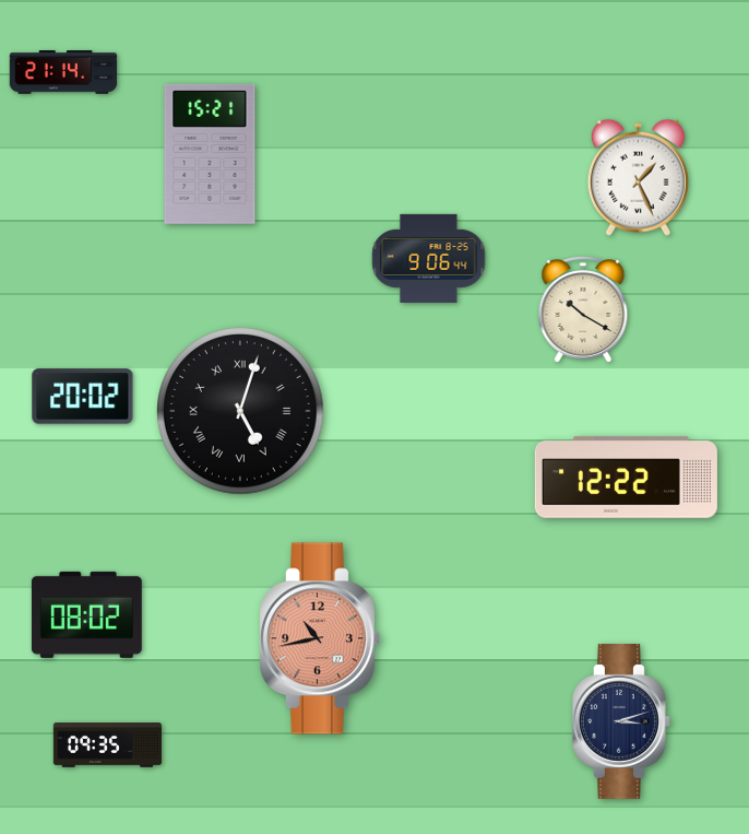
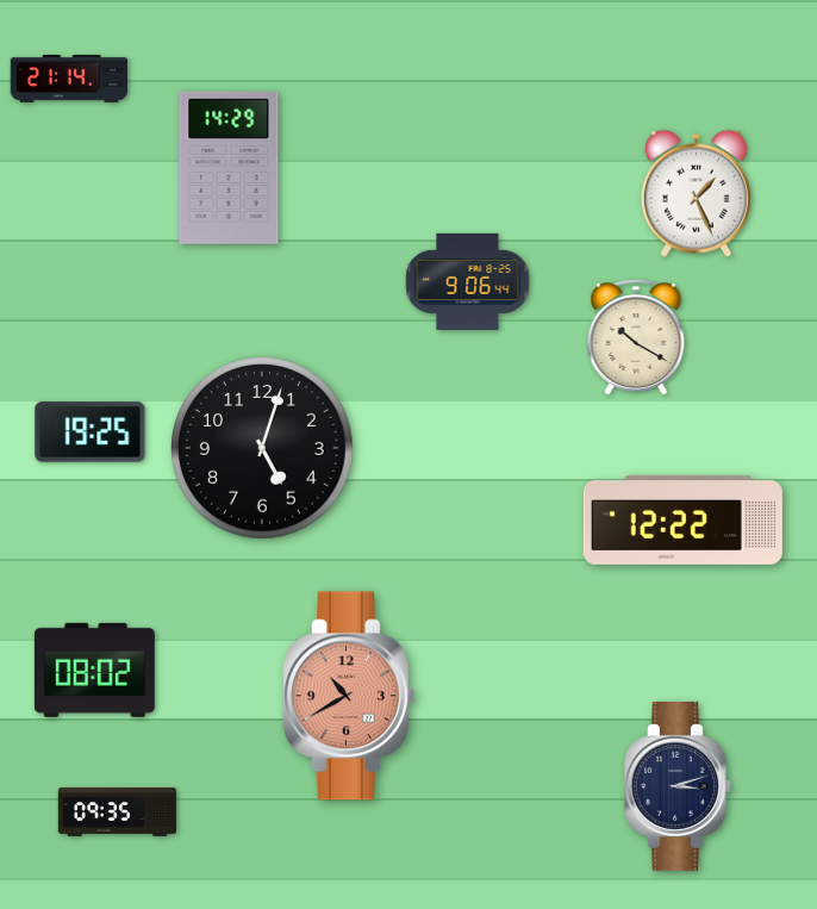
clock at (210, 154): 15:21 -> 14:29
clock at (83, 397): 20:02 -> 19:25
clock at (241, 412) numerals: Roman -> Arabic
clock at (320, 638): 10:43 -> 10:40
